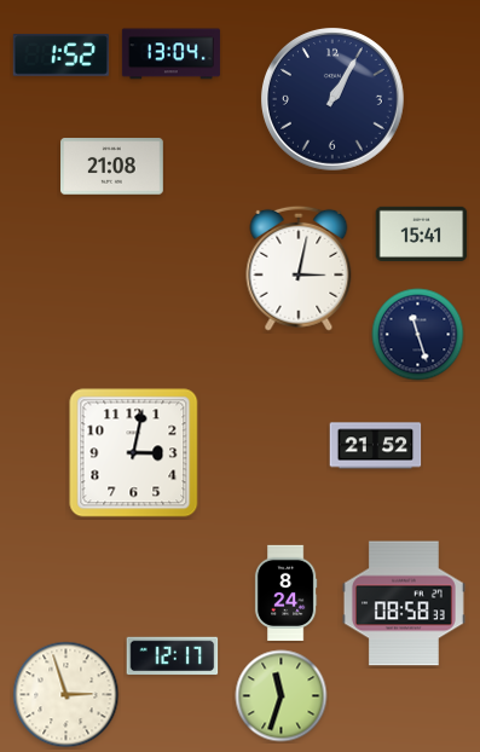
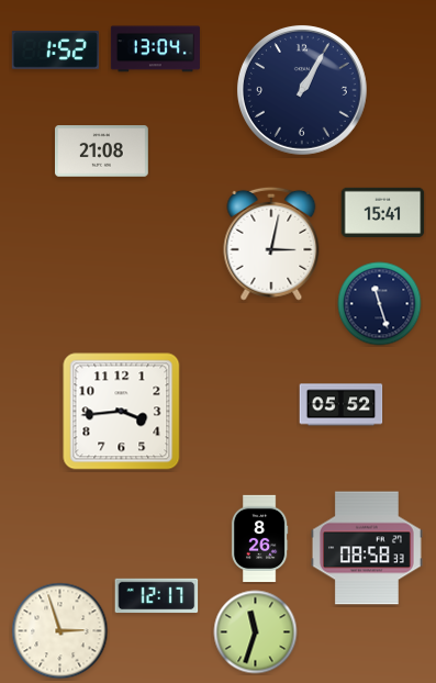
clock at (376, 446): 21:52 -> 05:52
clock at (134, 453): 3:02 -> 3:44
clock at (285, 592): 8:24 -> 8:26
